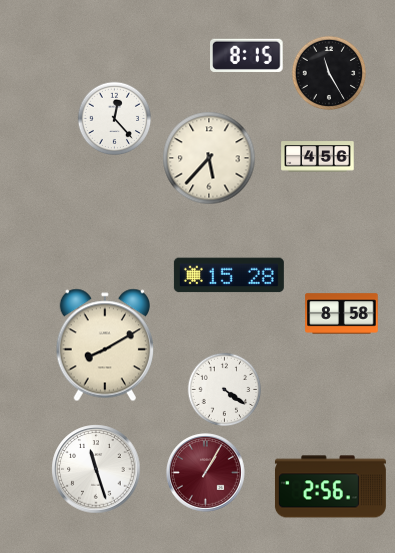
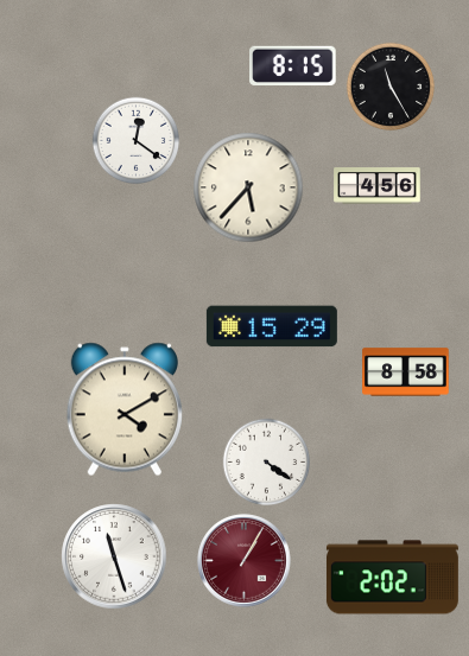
clock at (115, 119): 12:23 -> 12:21
clock at (229, 275): 15:28 -> 15:29
clock at (105, 345): 8:10 -> 4:10
clock at (330, 487): 2:56 -> 2:02
